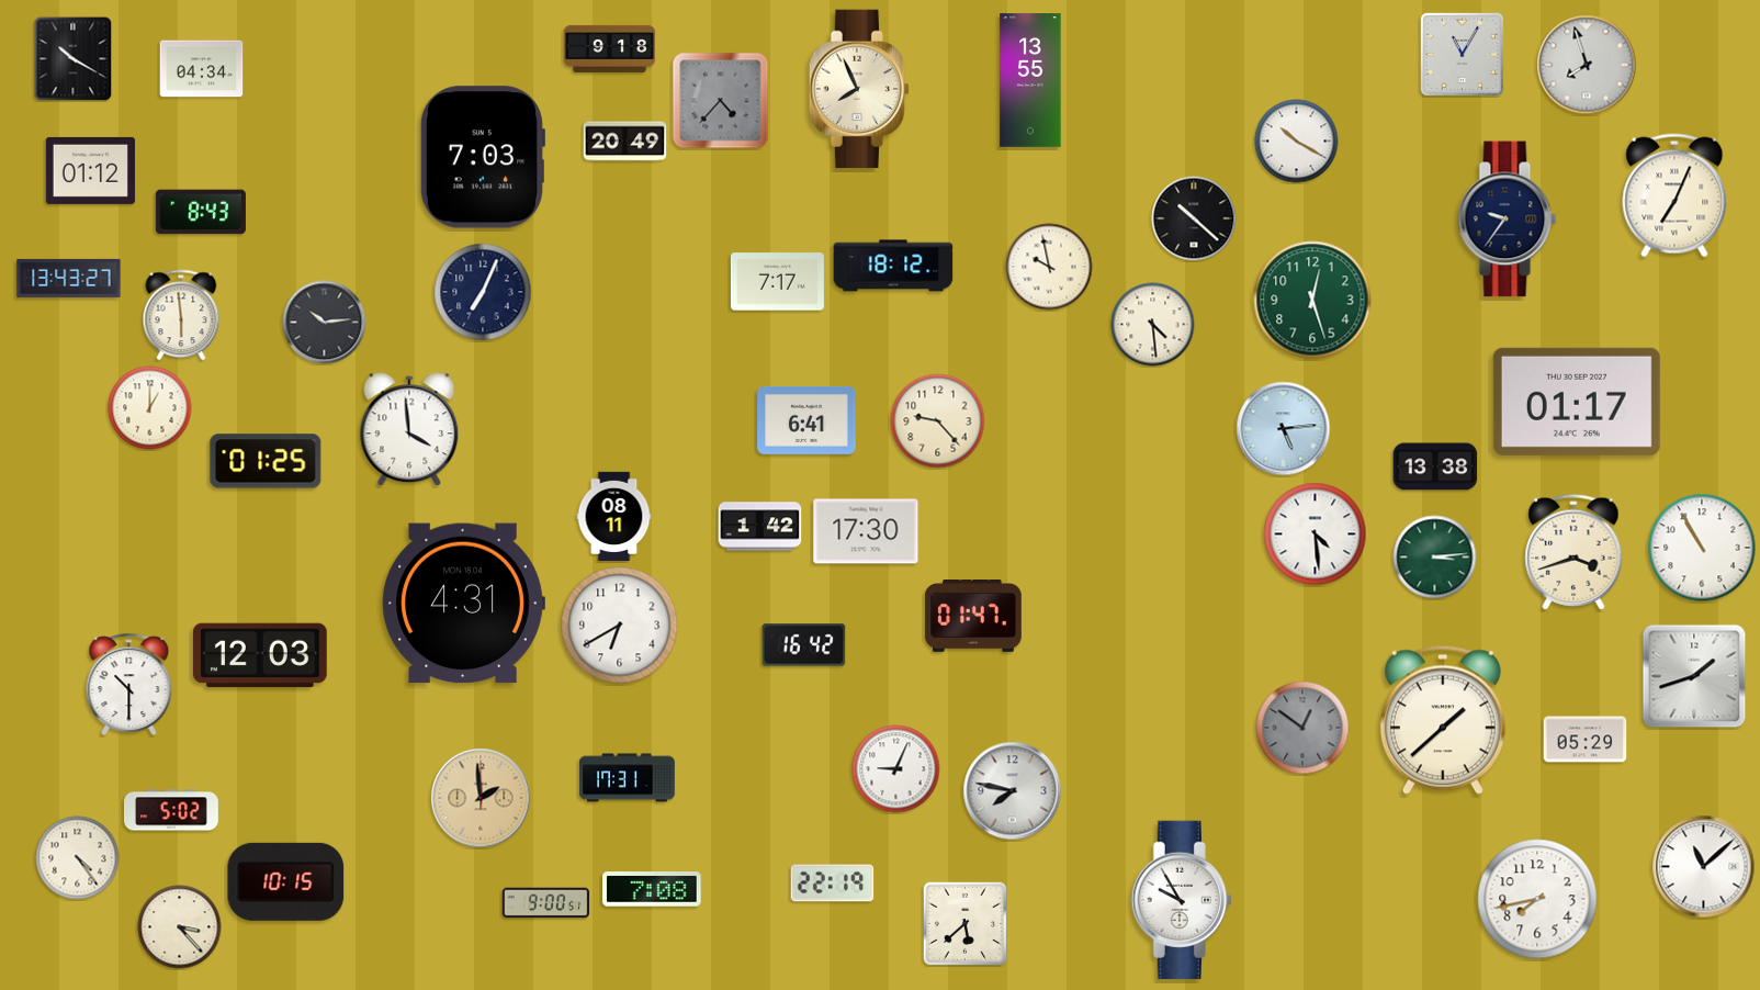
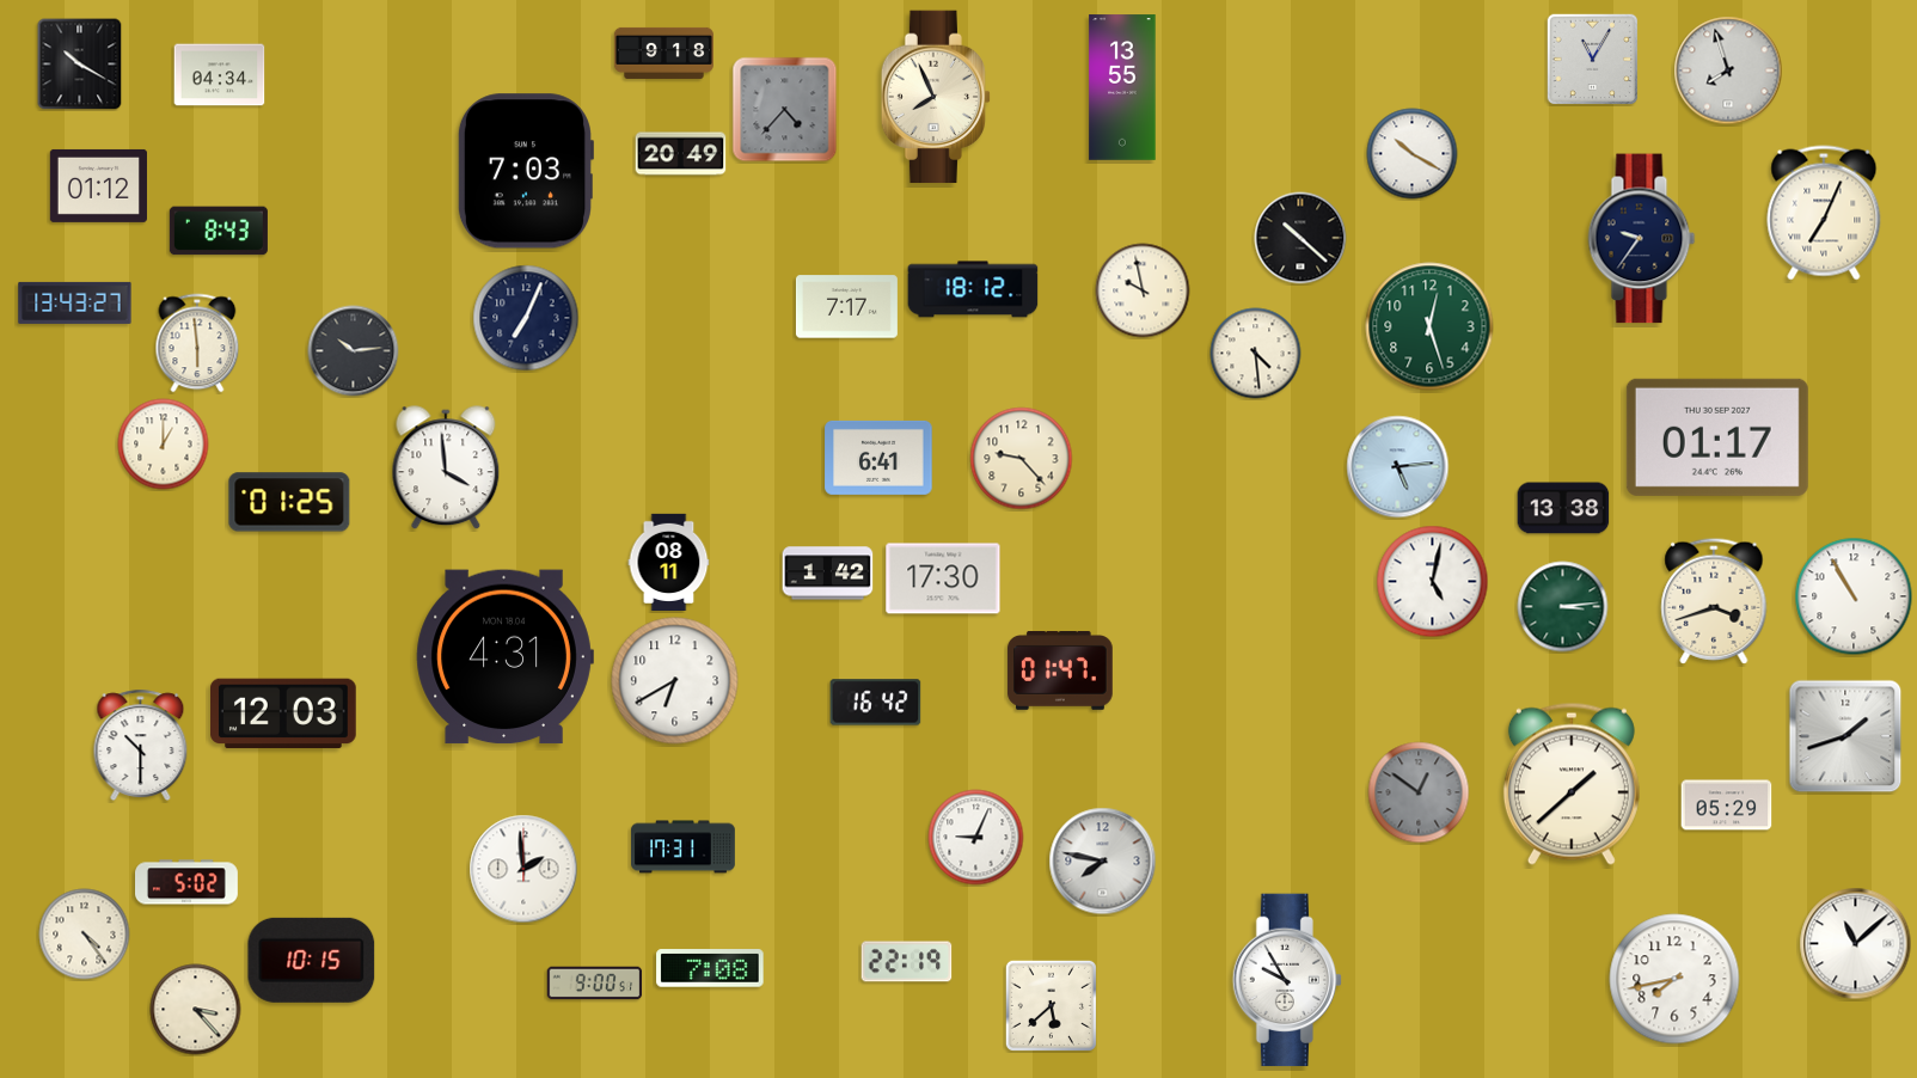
clock at (1316, 535): 4:29 -> 5:02
clock at (481, 798) dial: champagne -> white
